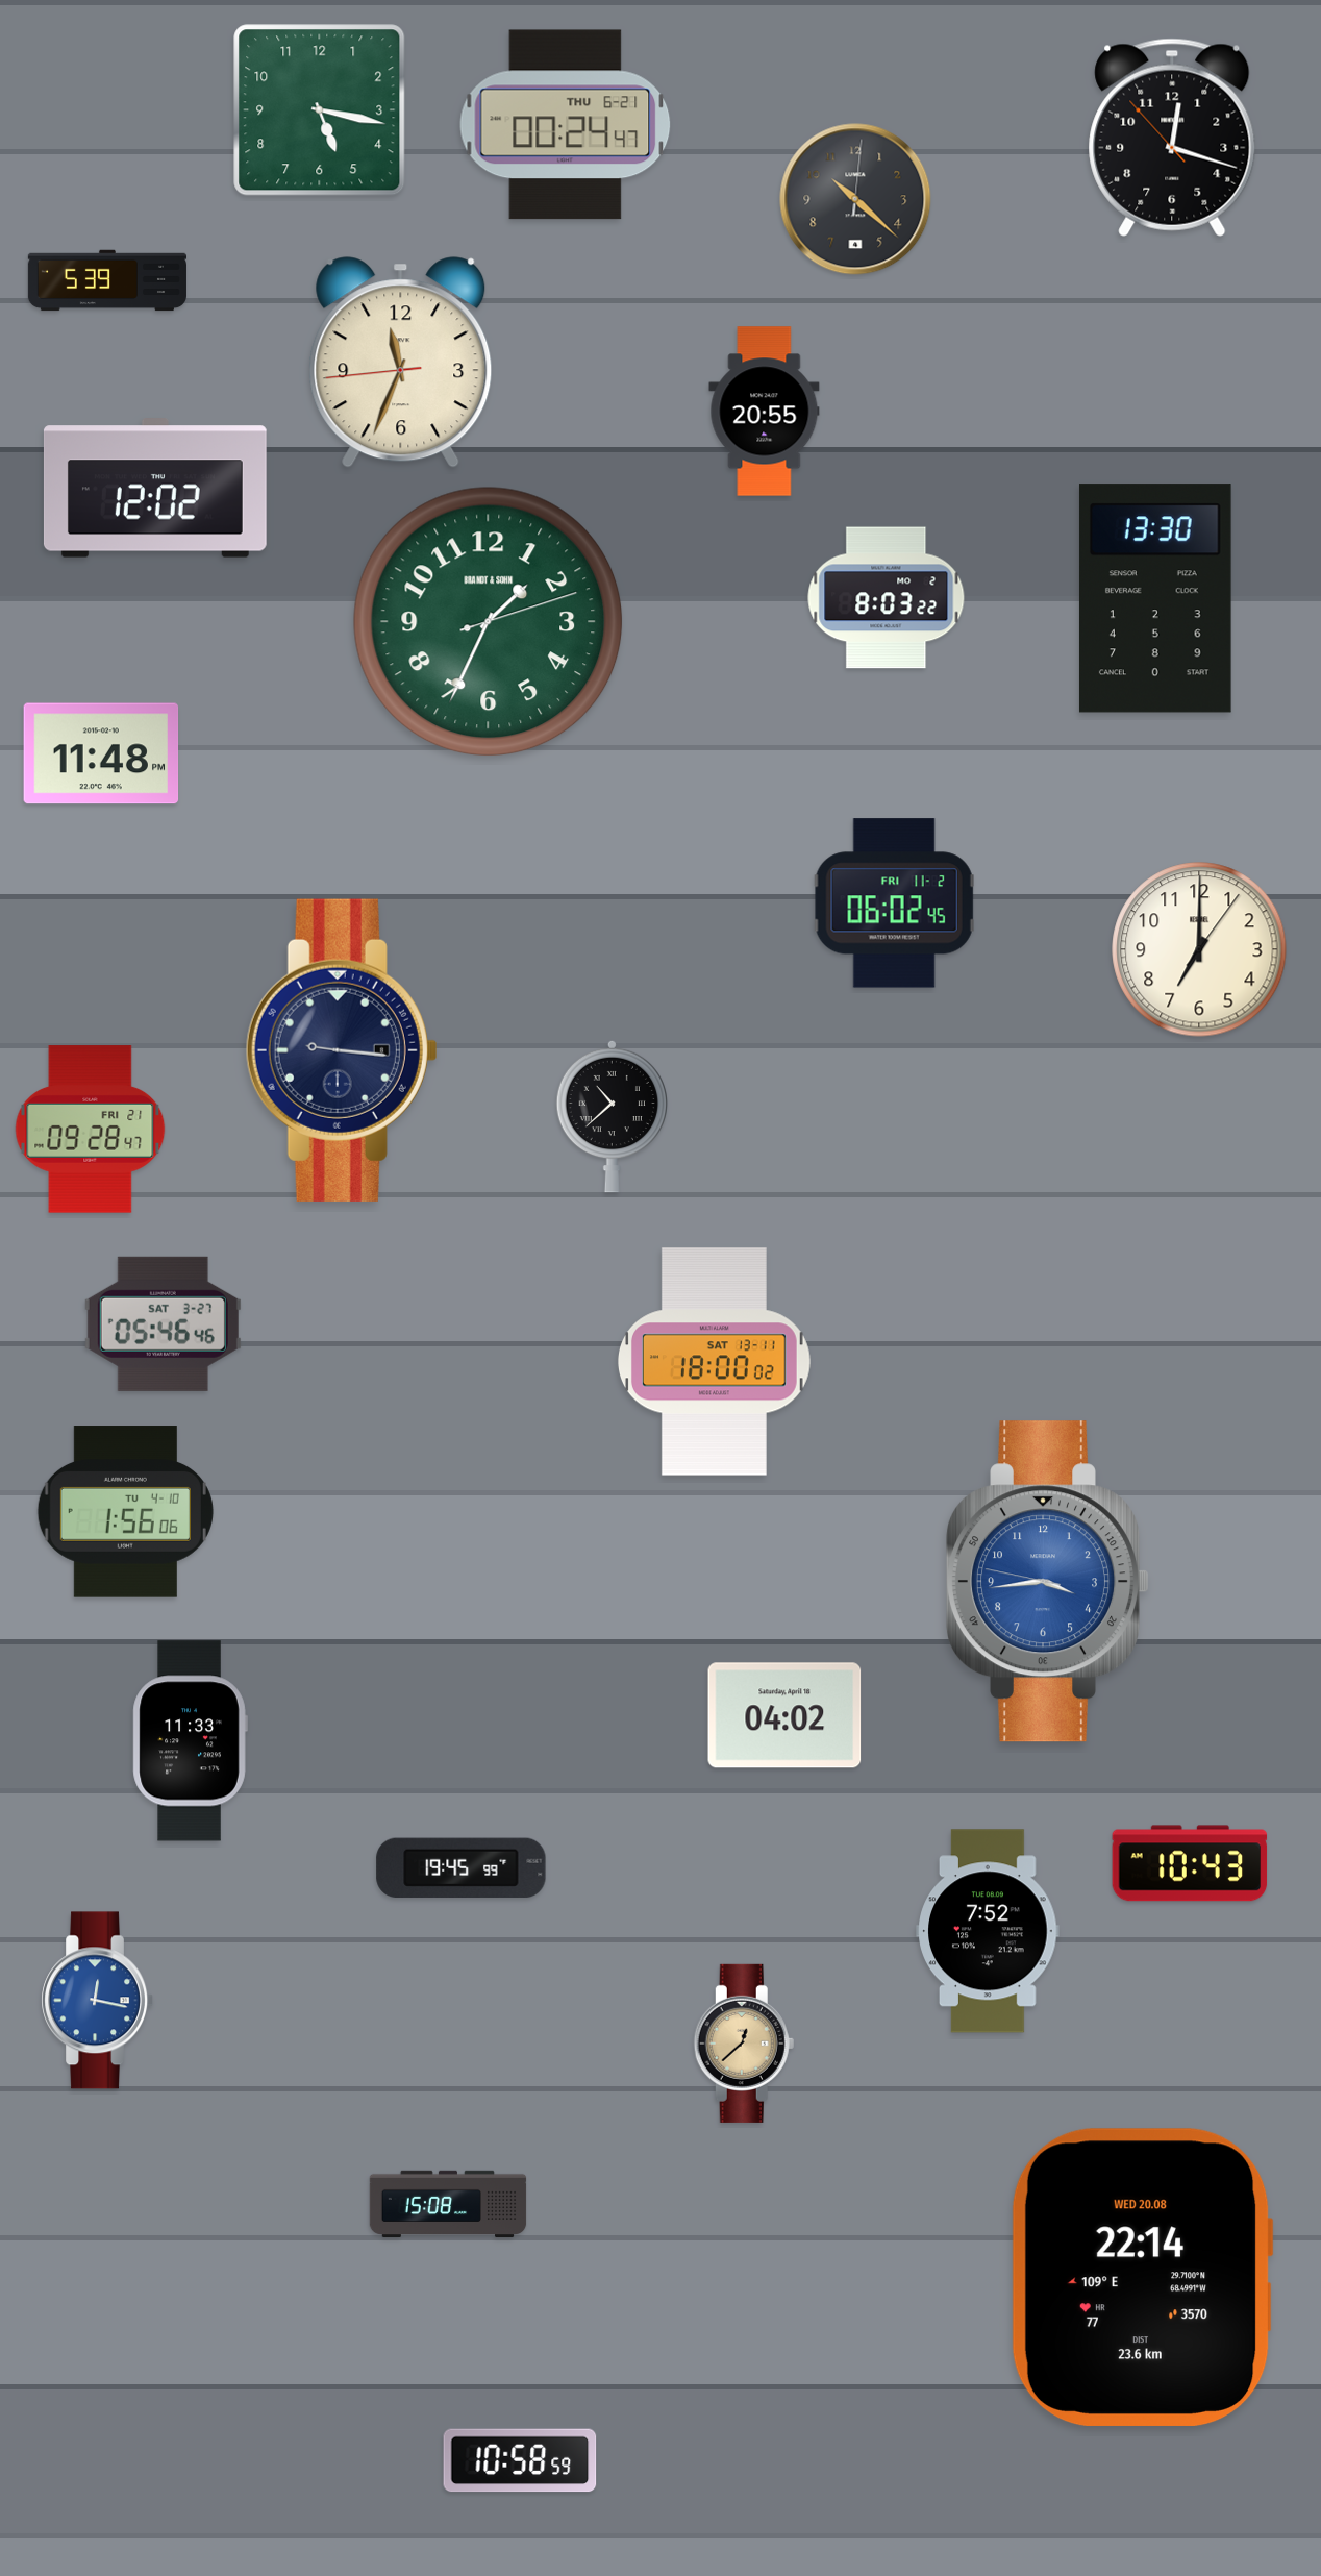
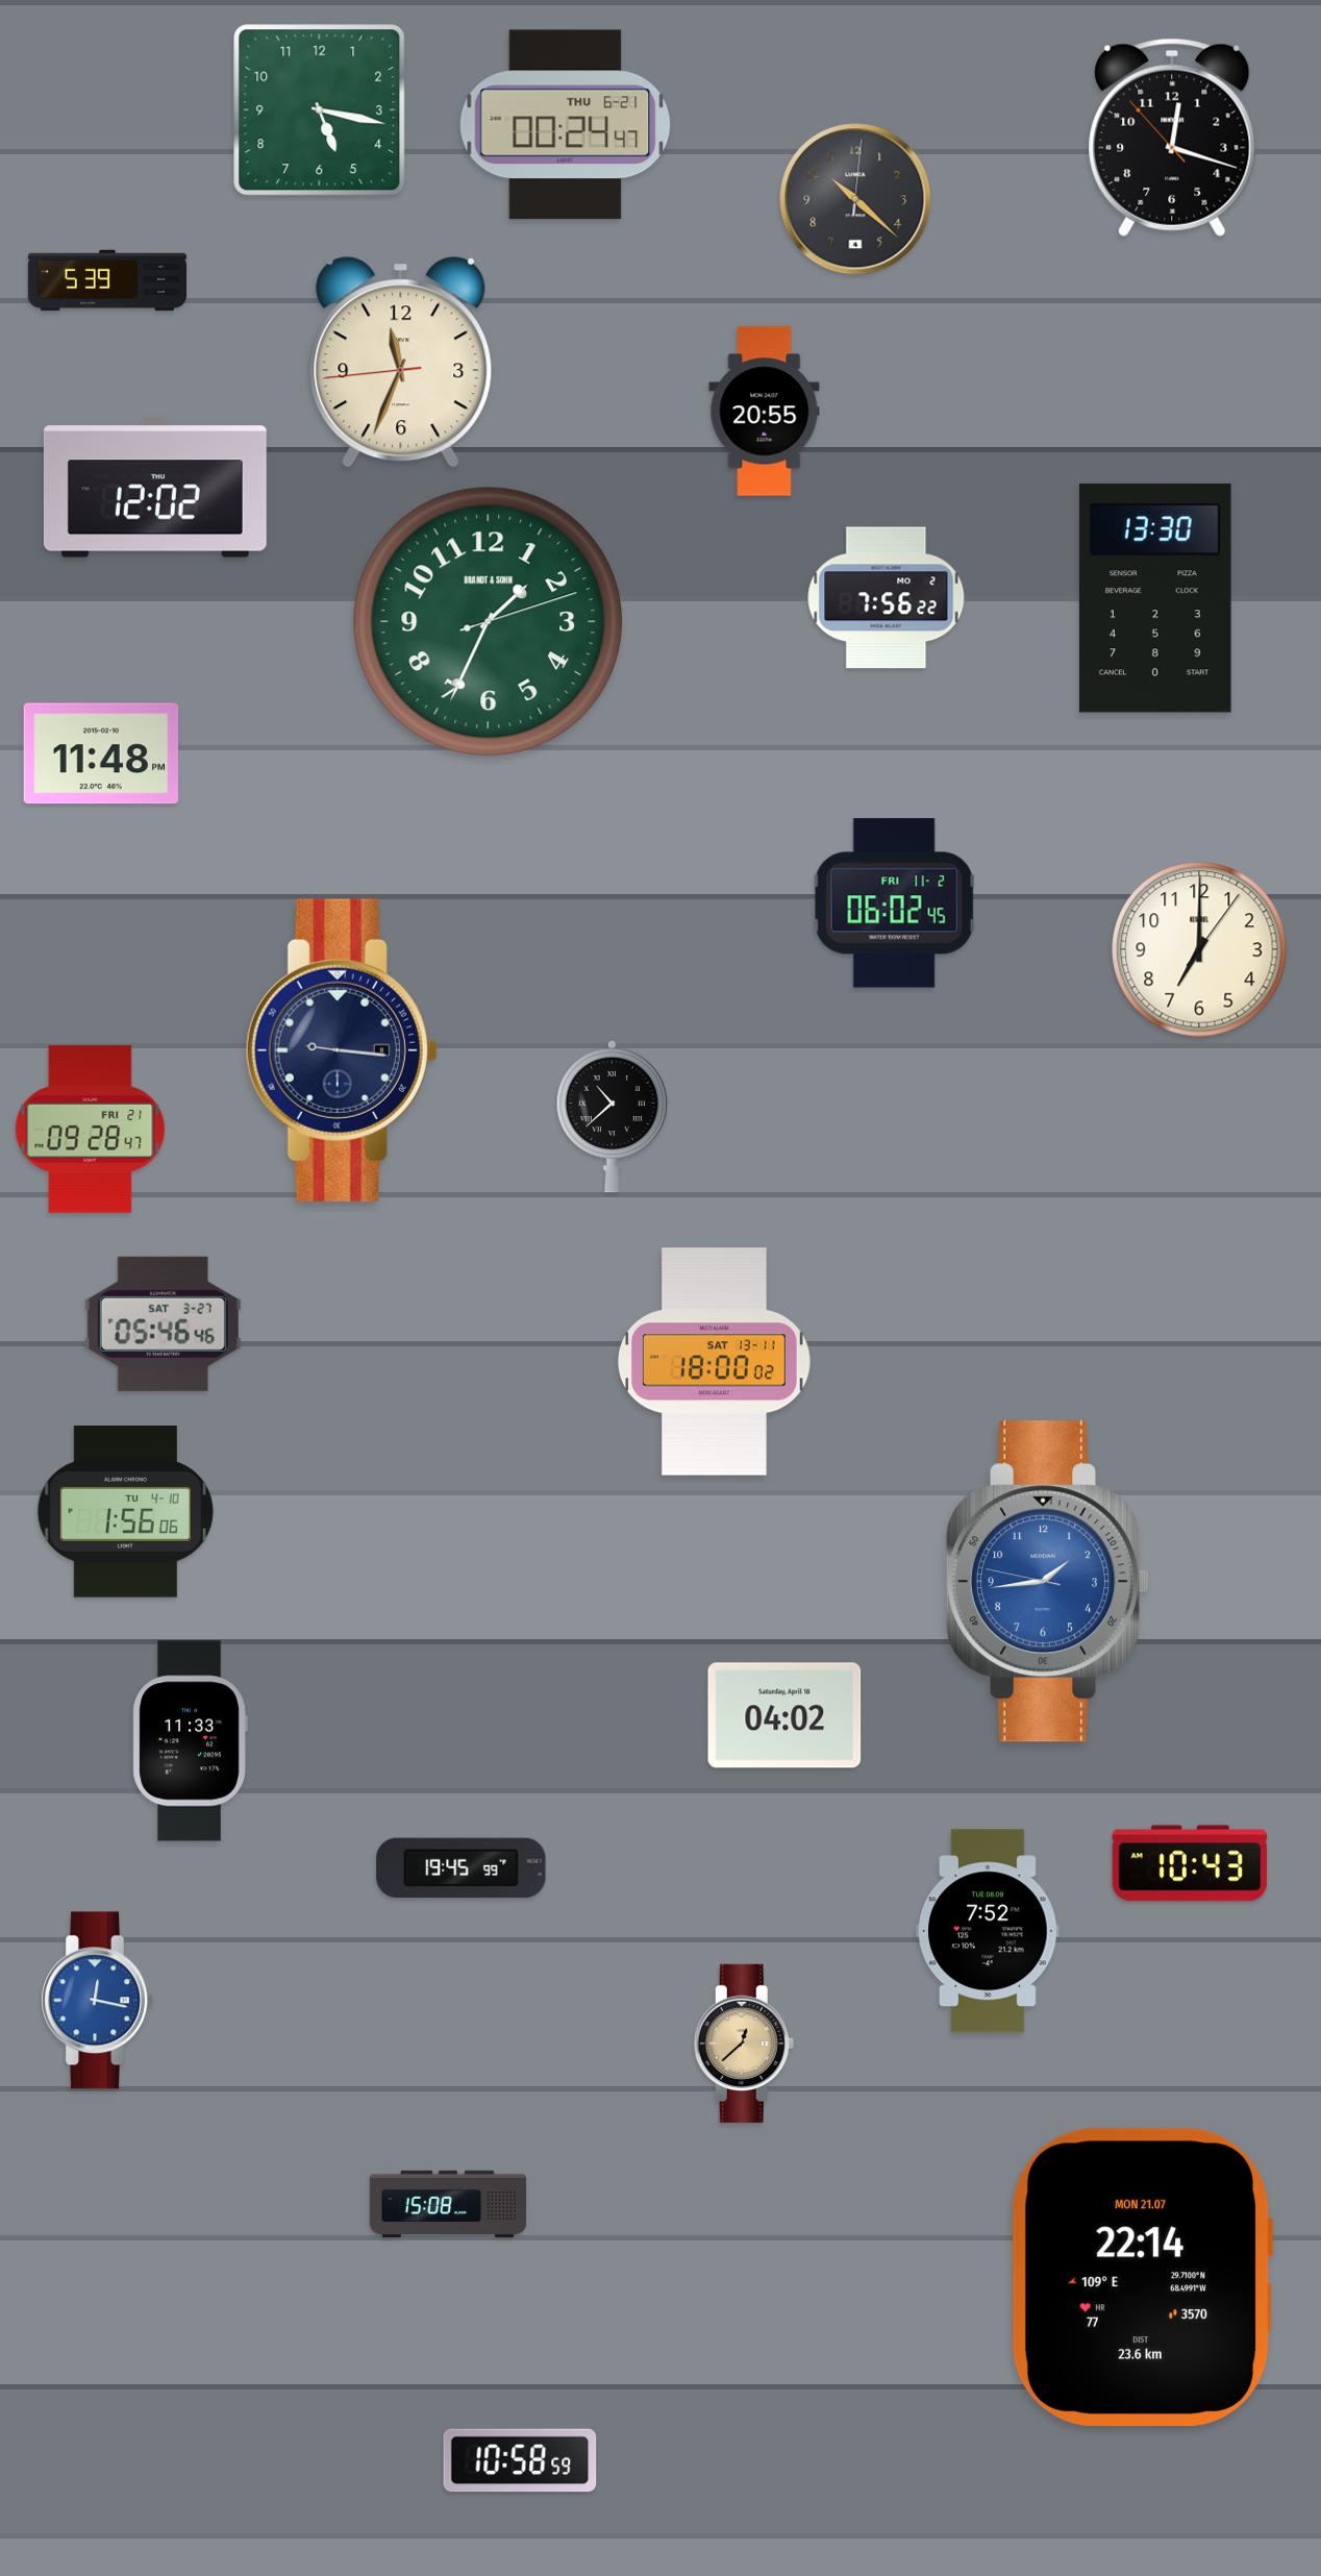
clock at (887, 598): 8:03 -> 7:56
clock at (1047, 1582): 3:43 -> 1:43
clock at (1142, 2277) date: WED 20.08 -> MON 21.07
